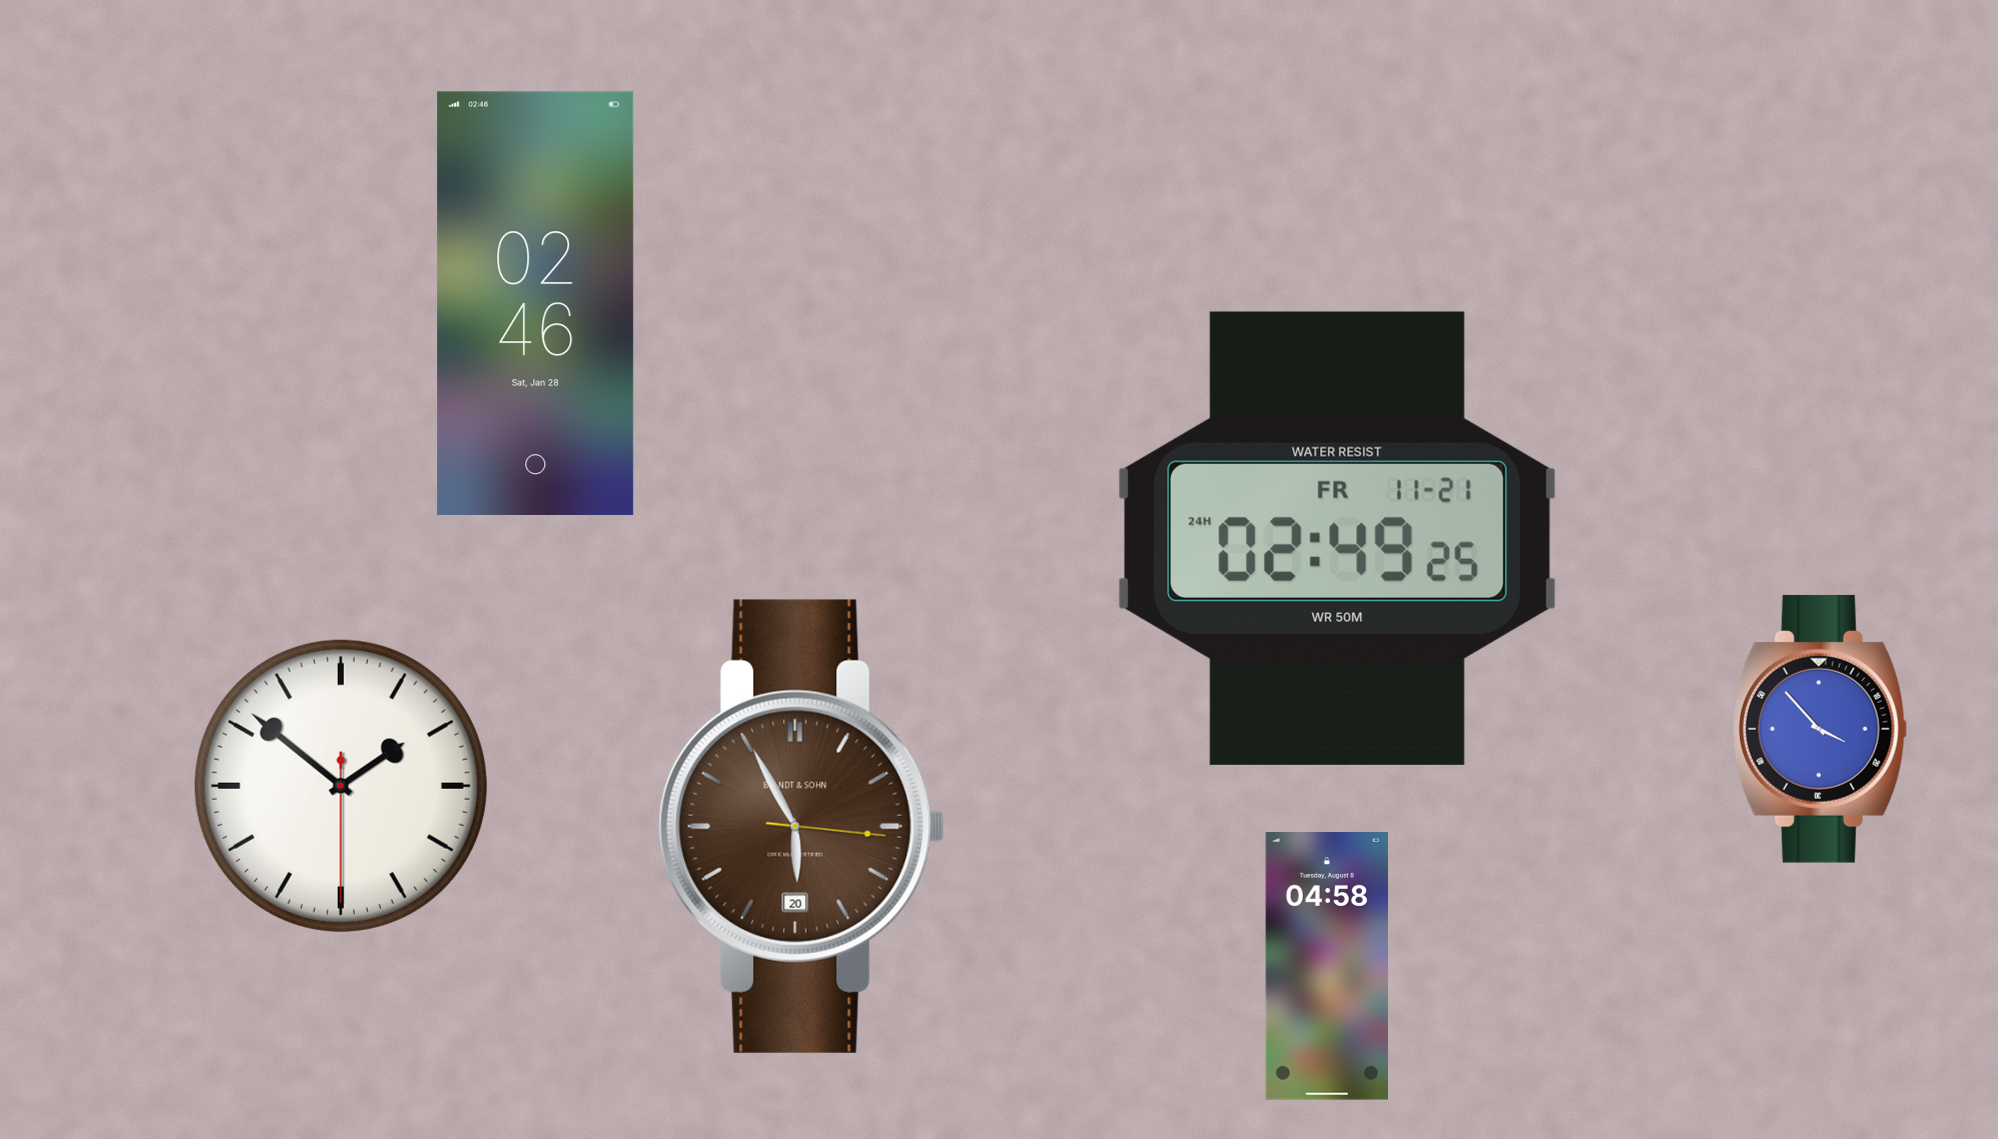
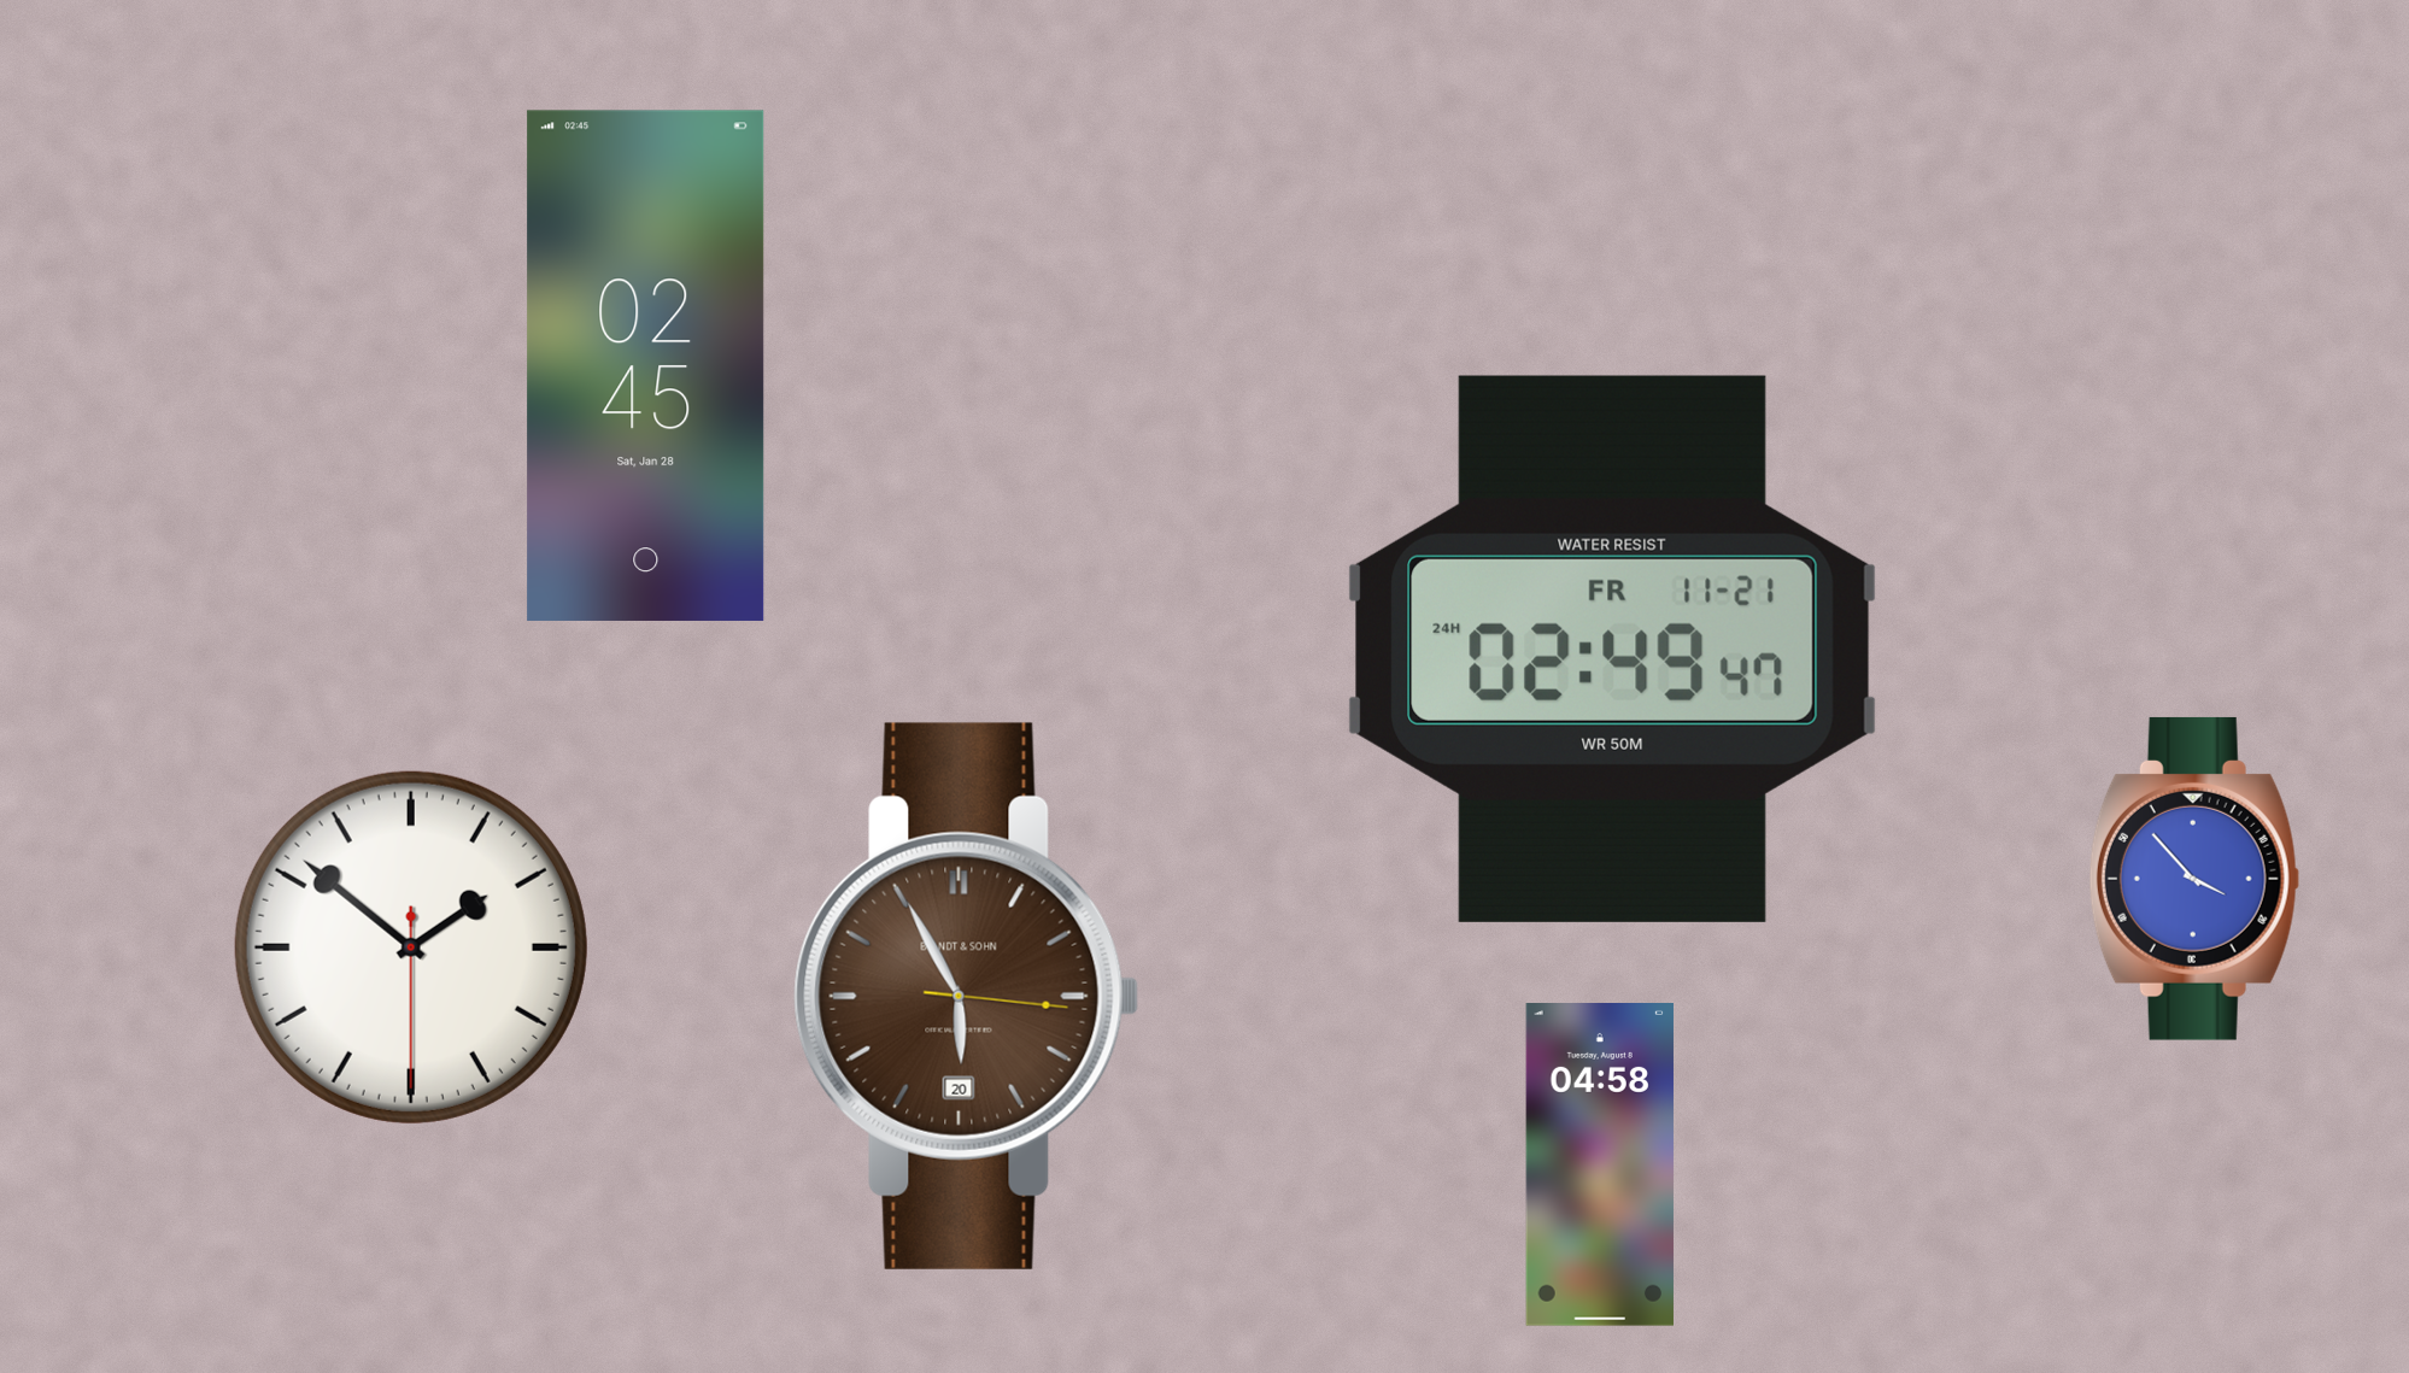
clock at (536, 303): 02:46 -> 02:45
clock at (1338, 538): 02:49:25 -> 02:49:47
